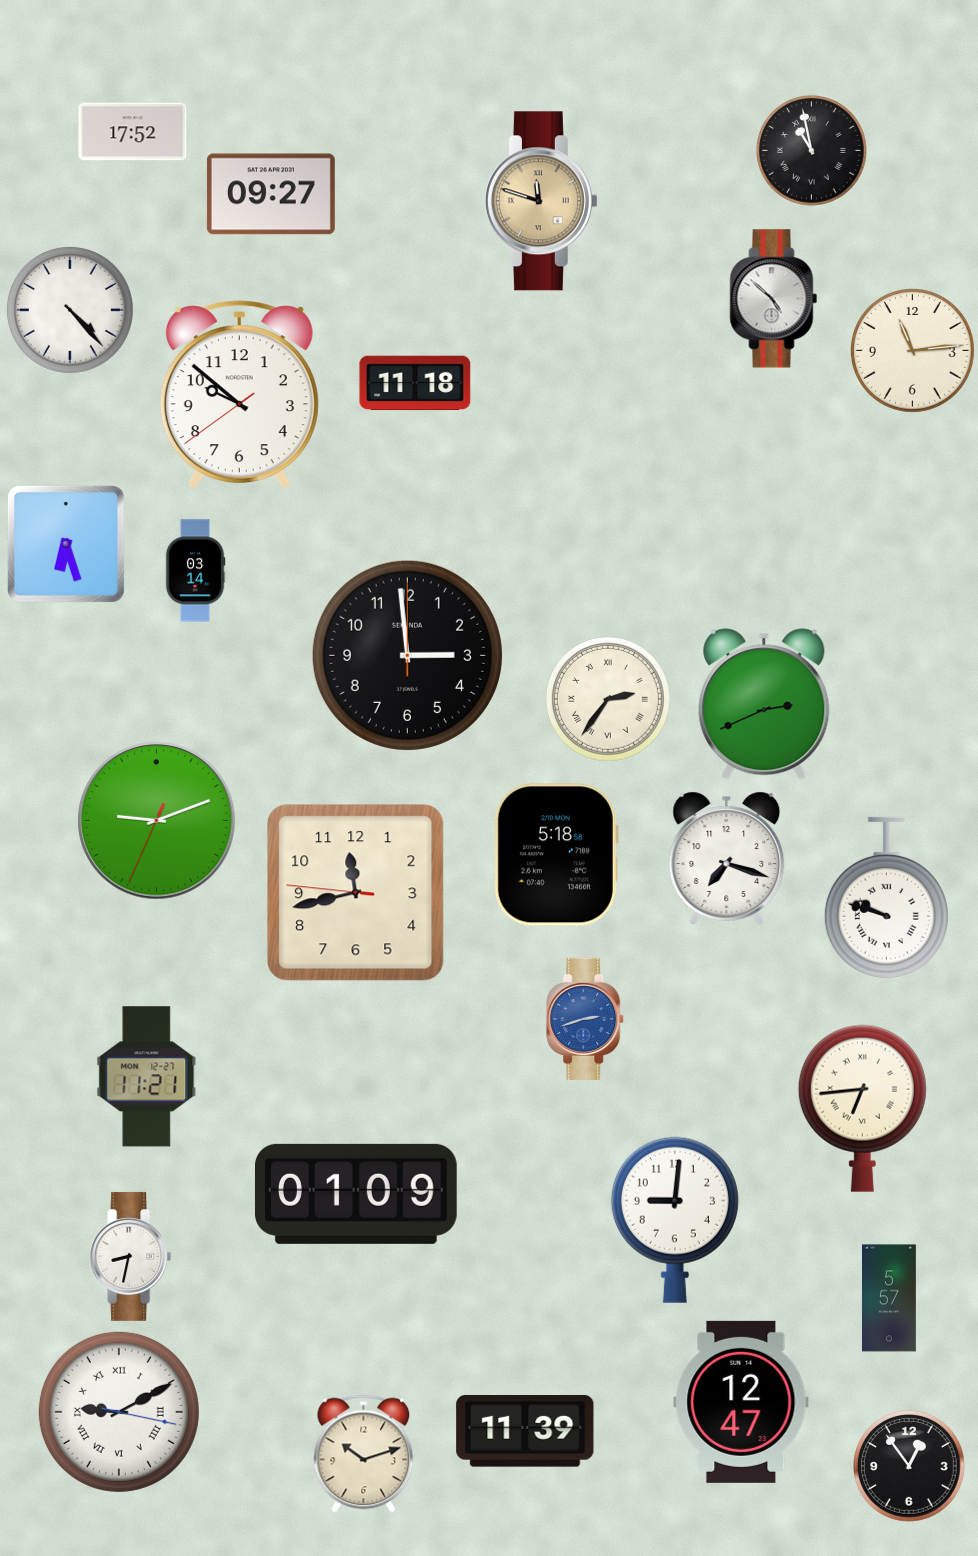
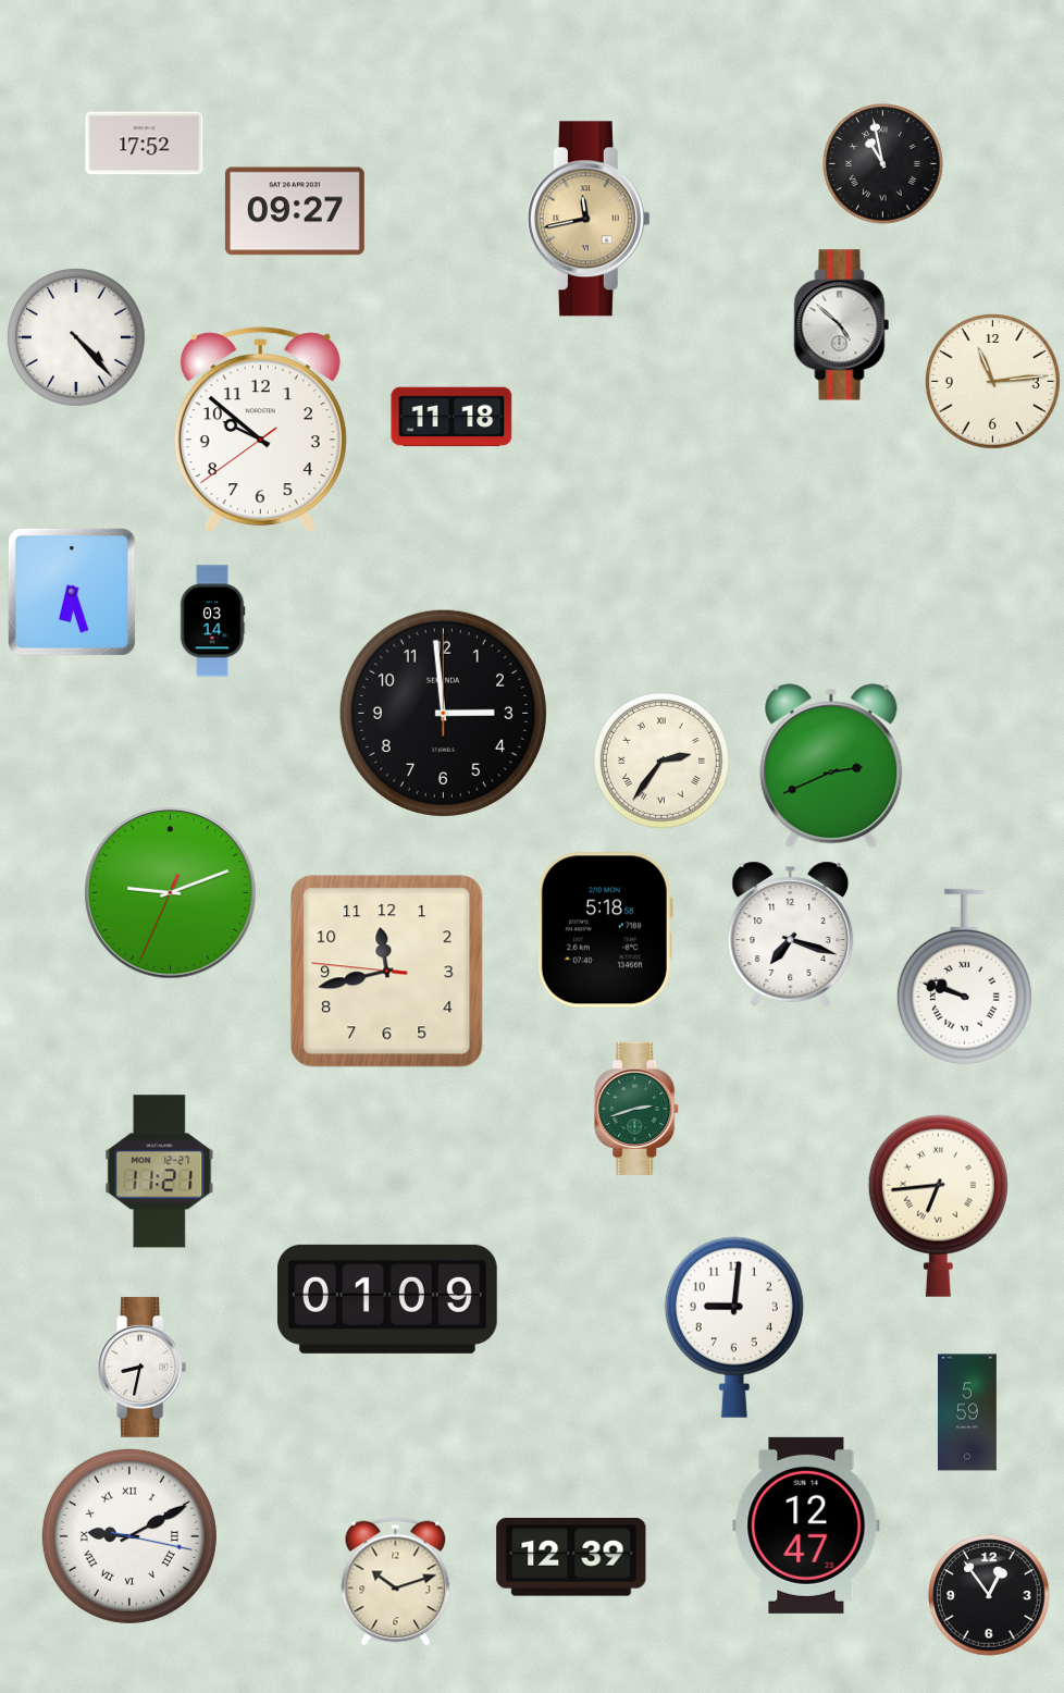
clock at (541, 201): 11:48 -> 11:43
clock at (586, 1019) dial: blue -> green
clock at (889, 1298): 5:57 -> 5:59
clock at (525, 1432): 11:39 -> 12:39
